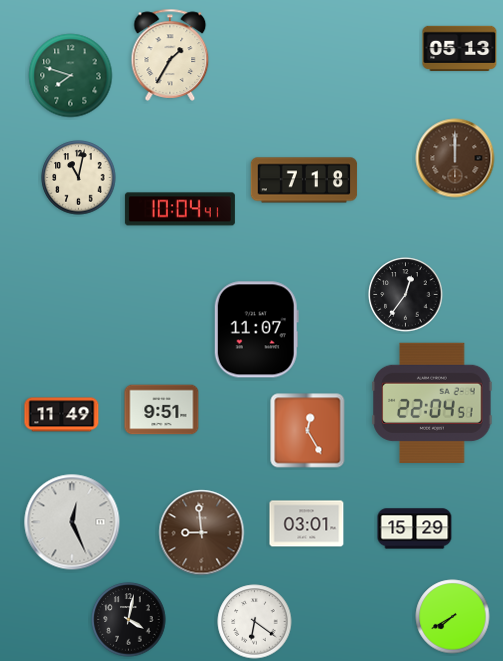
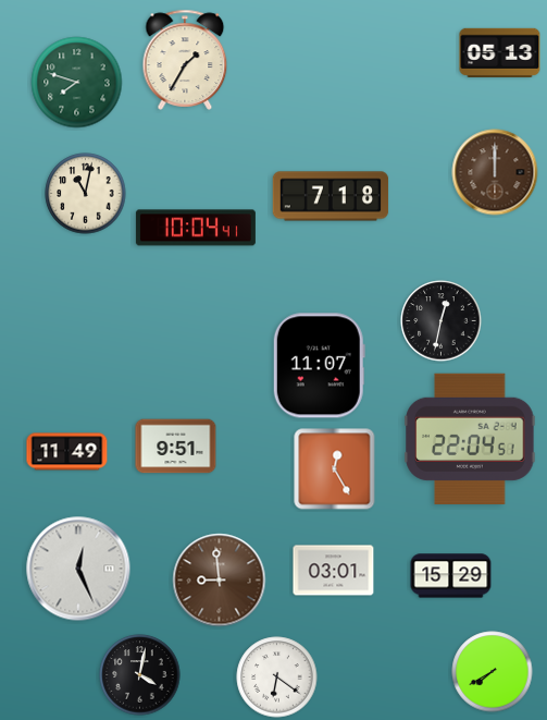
clock at (406, 295): 12:36 -> 12:32
clock at (256, 330) position: (256, 330) -> (319, 366)
